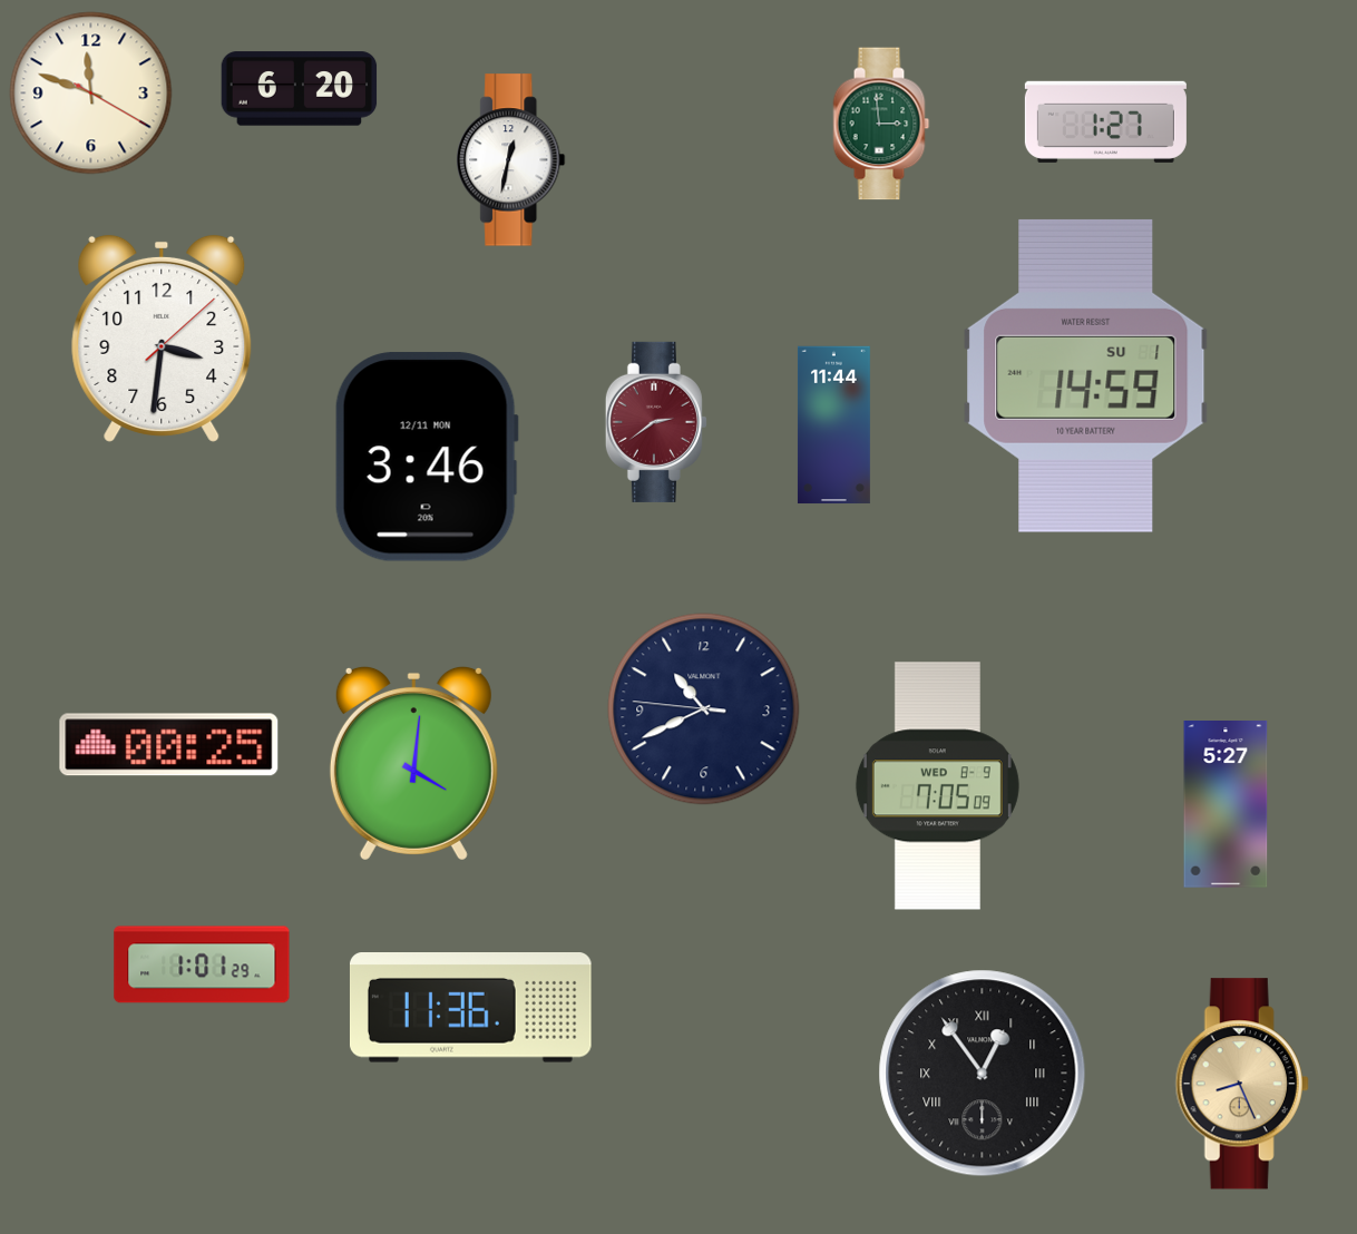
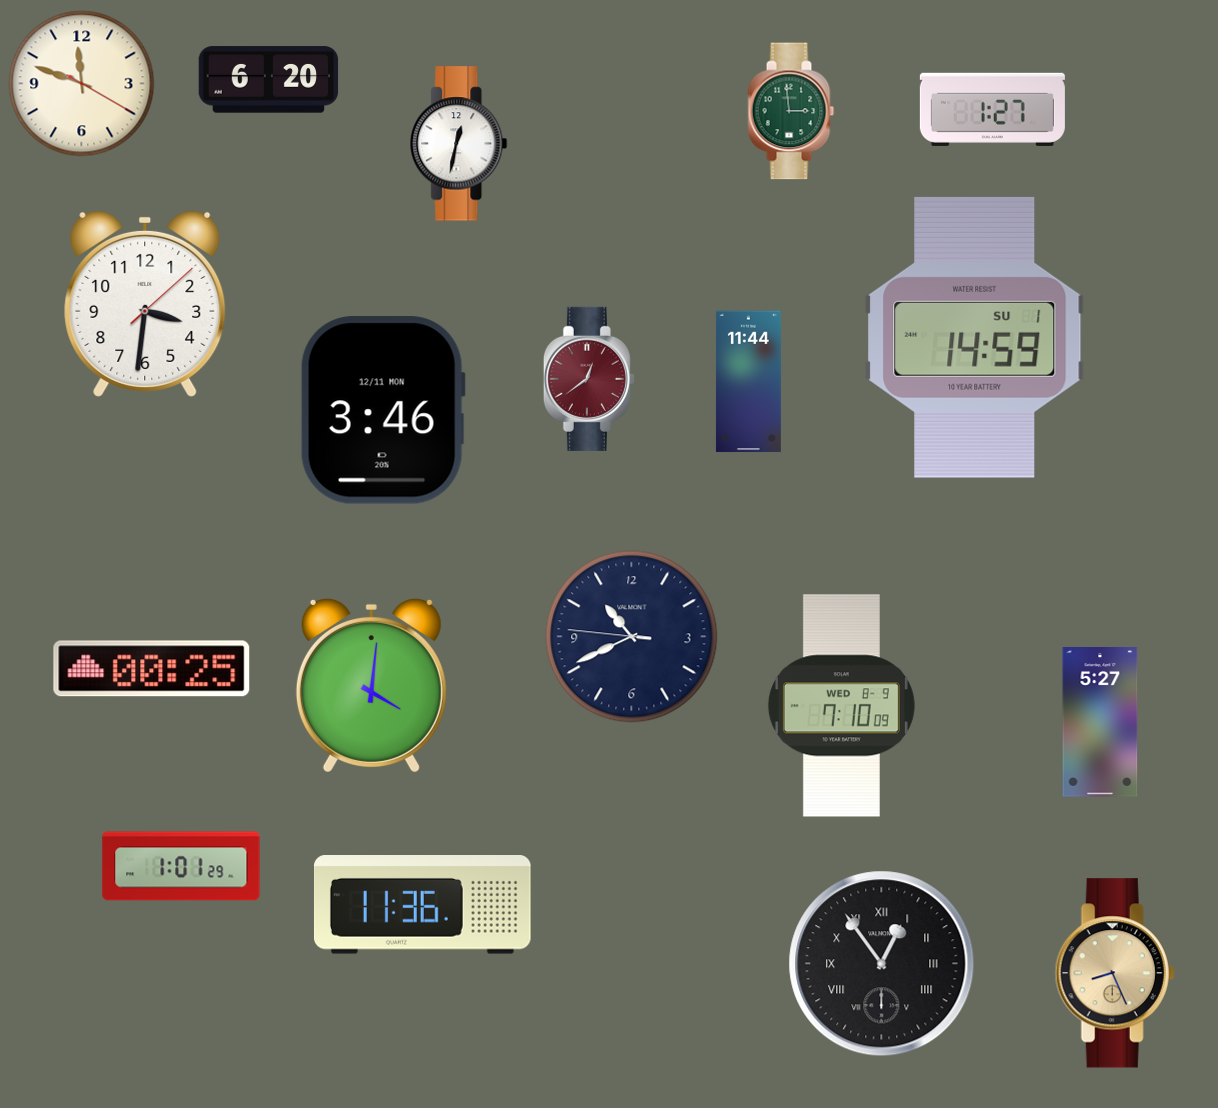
clock at (656, 422): 2:39 -> 12:39
clock at (937, 786): 7:05 -> 7:10
